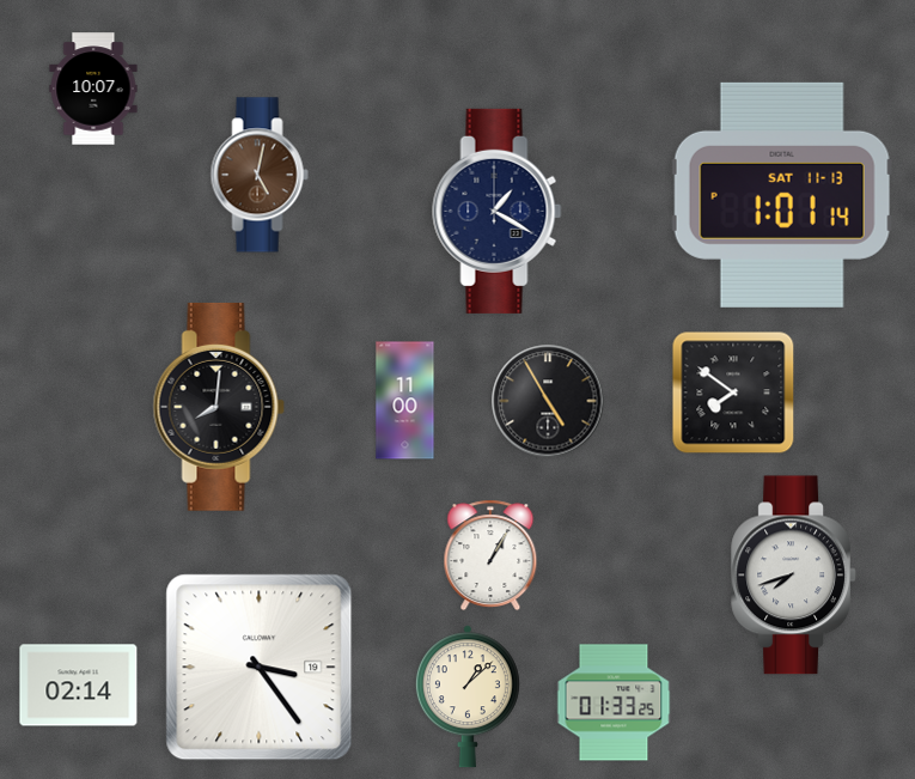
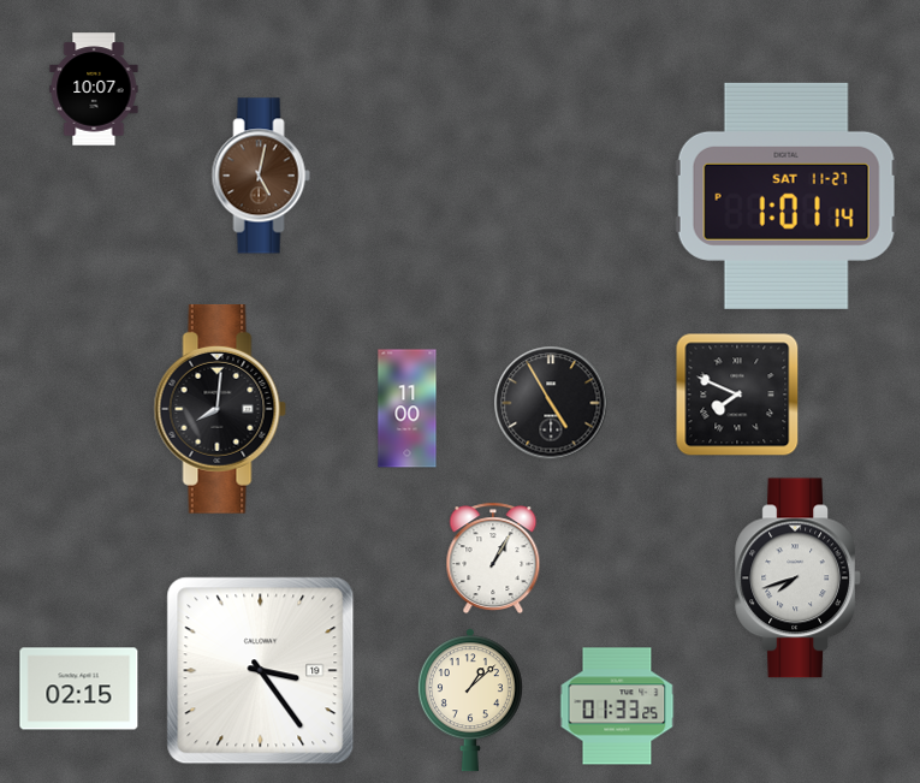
clock at (782, 195) date: SAT 11-13 -> SAT 11-27
clock at (498, 211): 1:20 -> none
clock at (733, 392): 7:51 -> 7:49
clock at (405, 401) position: (405, 401) -> (408, 409)
clock at (79, 686): 02:14 -> 02:15
